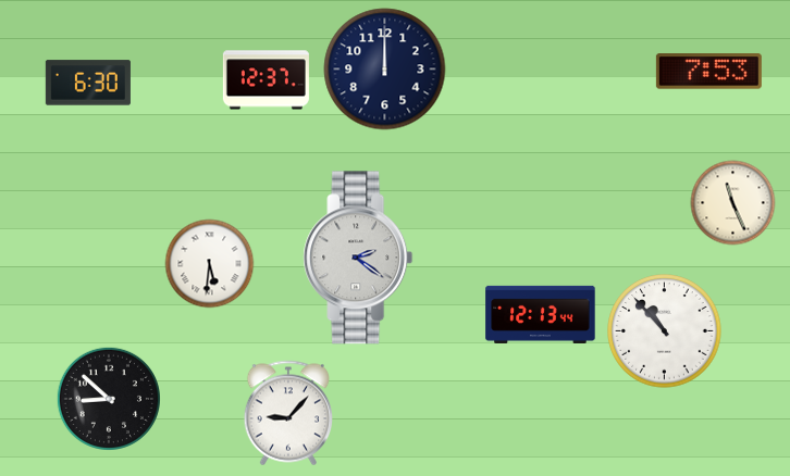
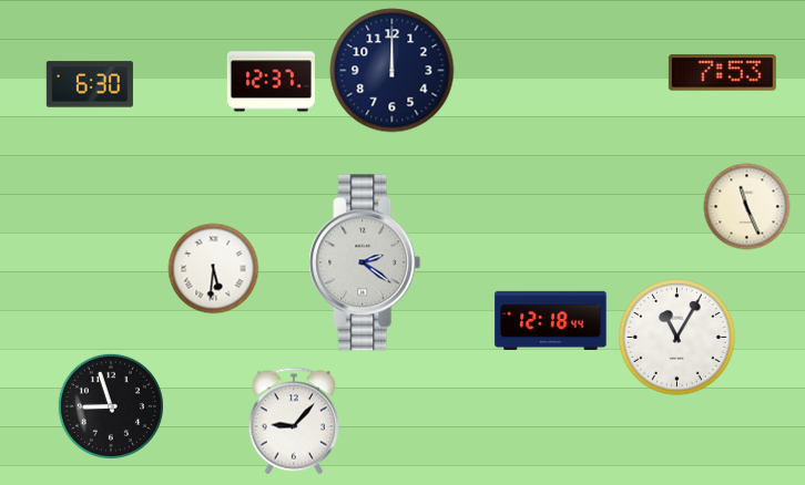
clock at (541, 314): 12:13 -> 12:18
clock at (665, 331): 10:53 -> 11:05
clock at (109, 399): 8:52 -> 8:57
